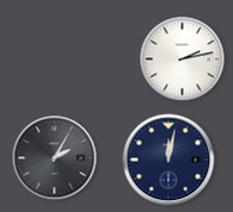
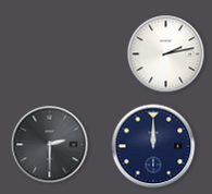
clock at (55, 158): 2:05 -> 2:30
clock at (168, 160): 12:02 -> 12:00
